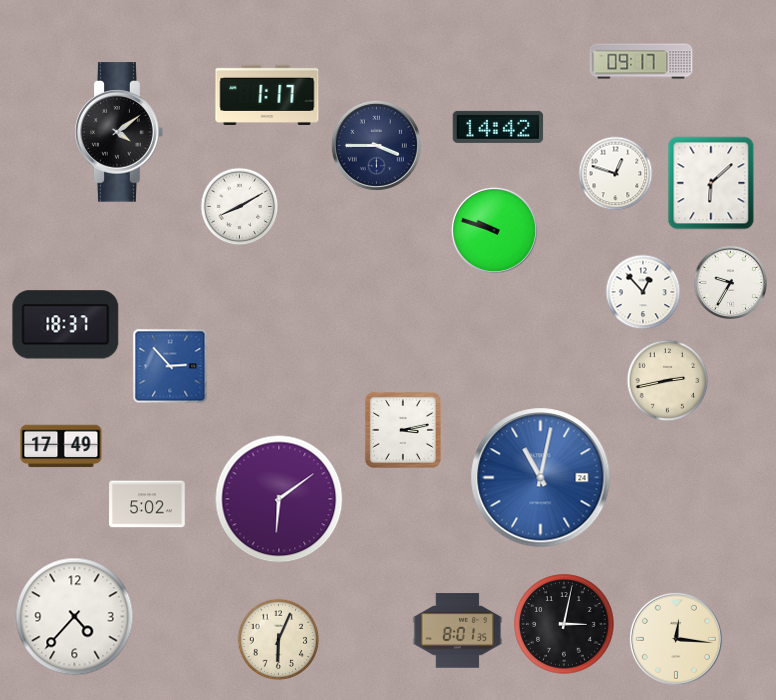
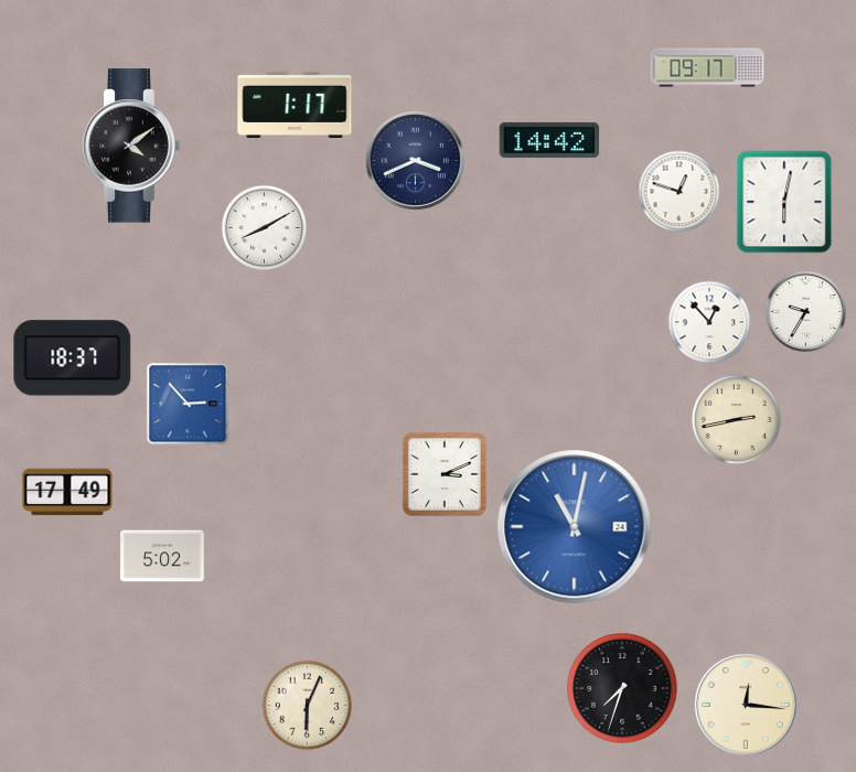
clock at (376, 145): 3:45 -> 3:41
clock at (711, 183): 6:08 -> 6:02
clock at (494, 230): 9:48 -> none
clock at (403, 430): 3:13 -> 3:11
clock at (541, 478) position: (541, 478) -> (575, 527)
clock at (279, 499): 6:09 -> none
clock at (75, 617): 4:37 -> none
clock at (564, 624): 3:02 -> 7:33
clock at (458, 631): 8:01 -> none
